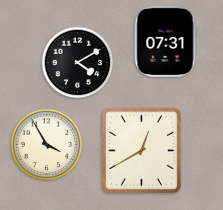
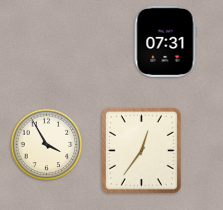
clock at (78, 63): 4:10 -> none
clock at (141, 150): 12:40 -> 12:36
